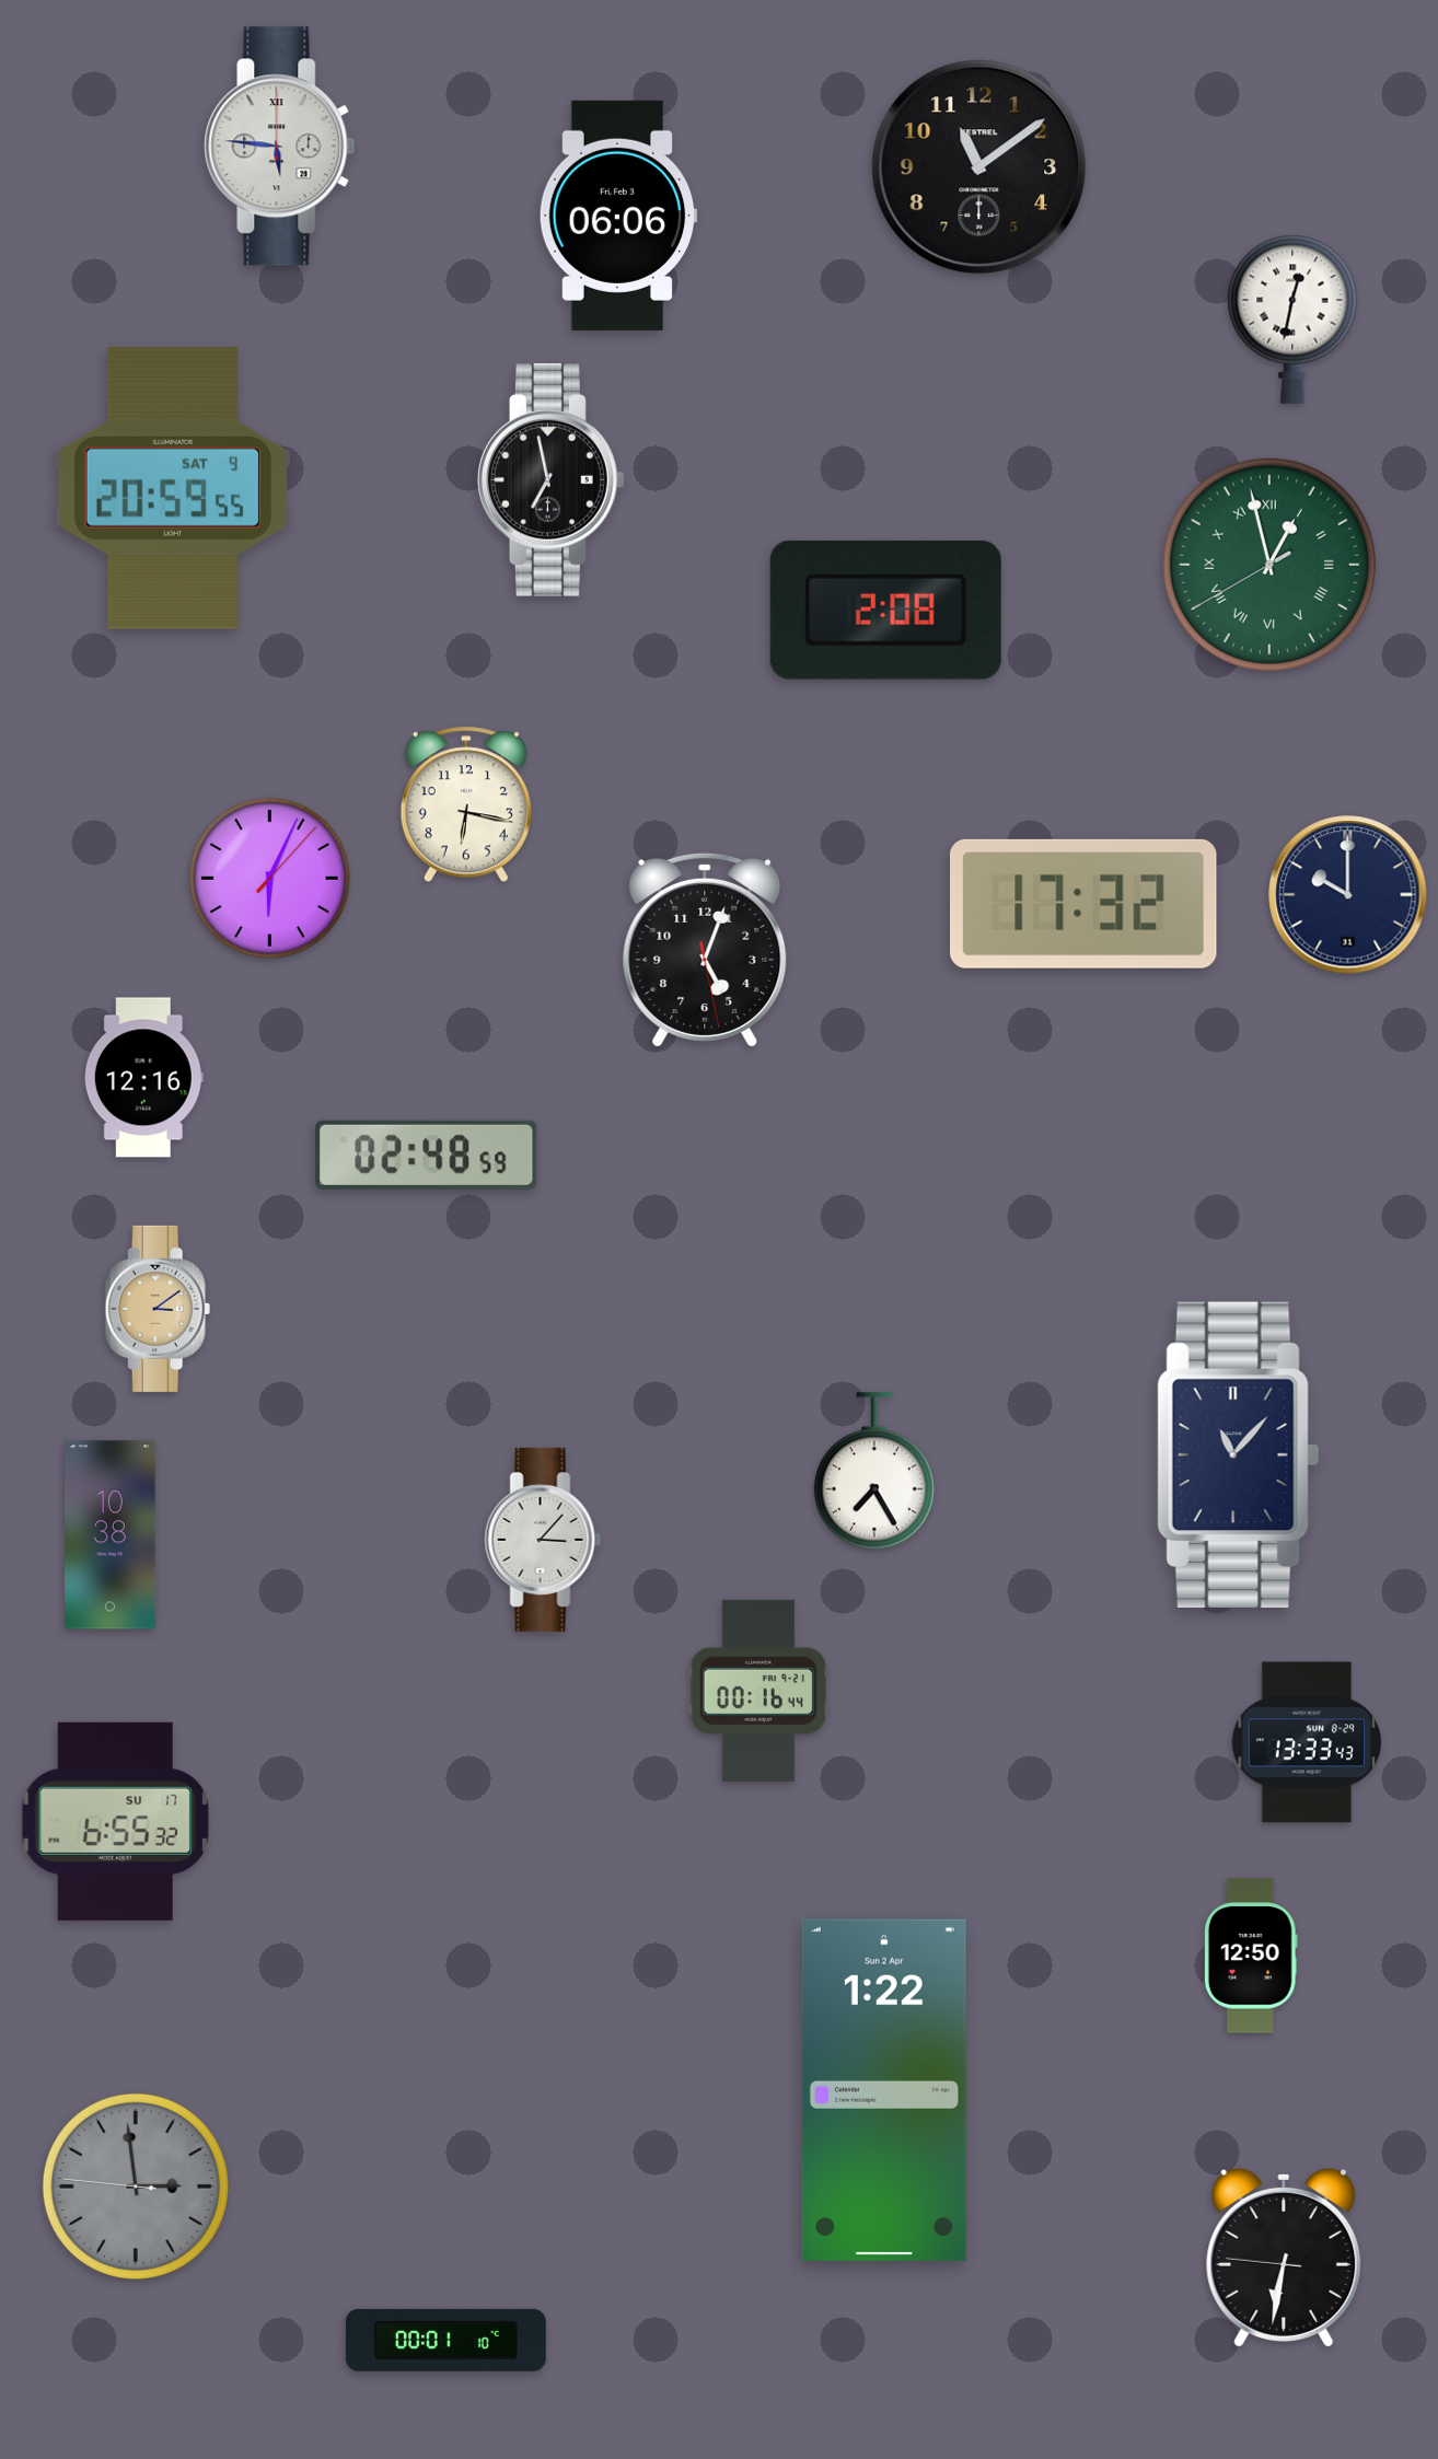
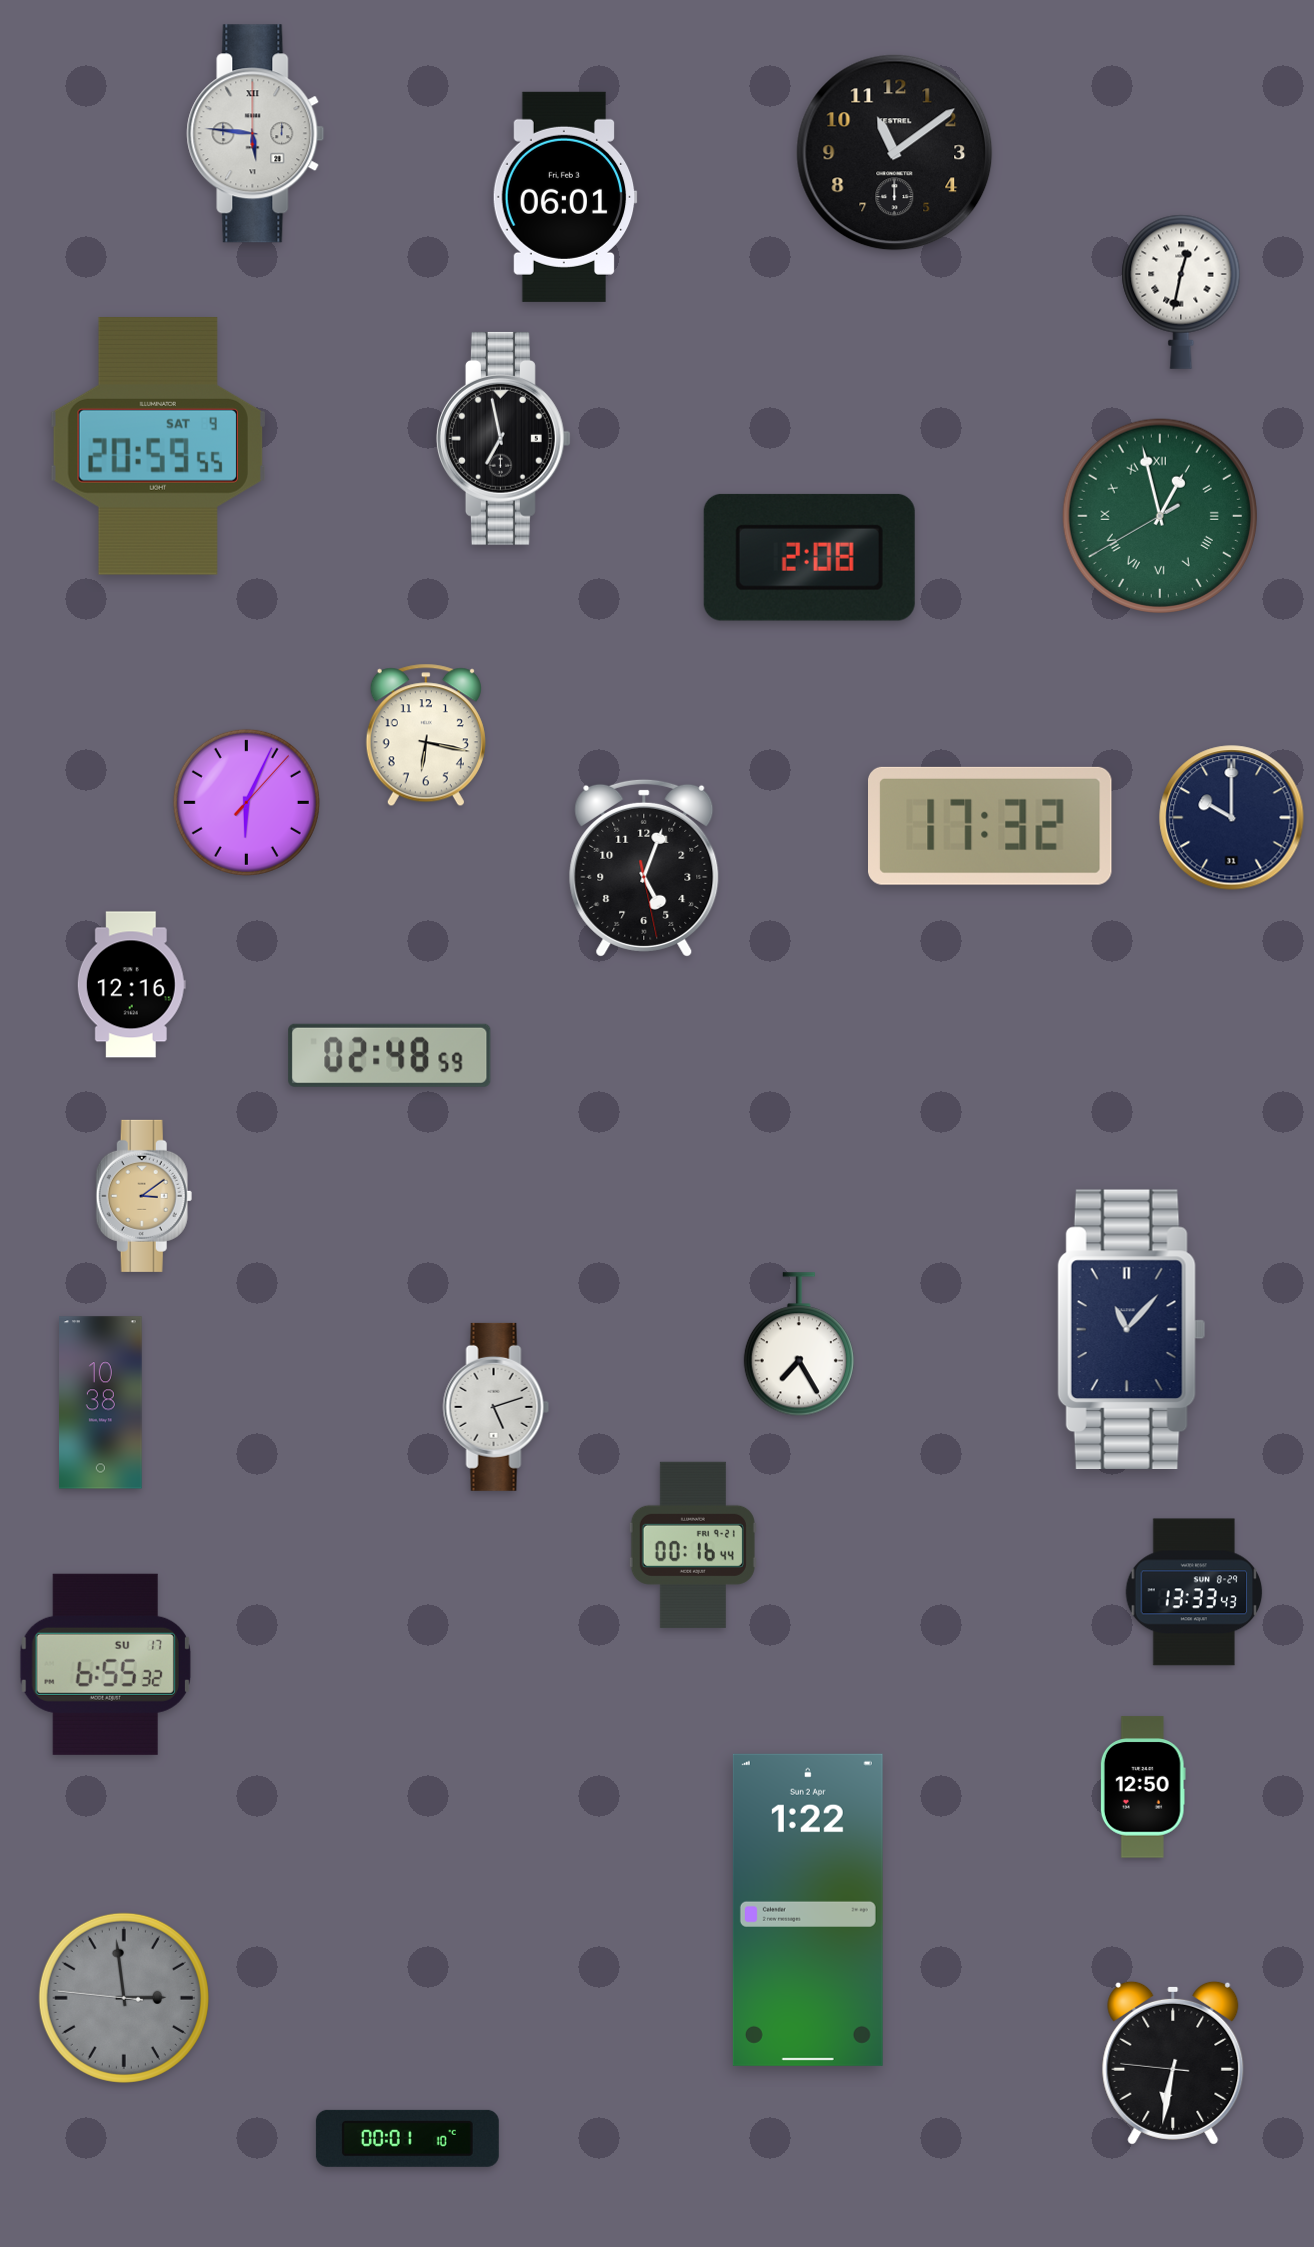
clock at (618, 216): 06:06 -> 06:01
clock at (543, 1540): 3:07 -> 5:12
